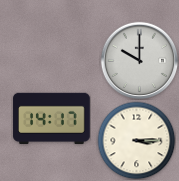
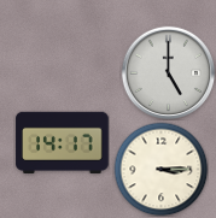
clock at (139, 60): 10:00 -> 5:00
clock at (136, 140) position: (136, 140) -> (160, 169)
